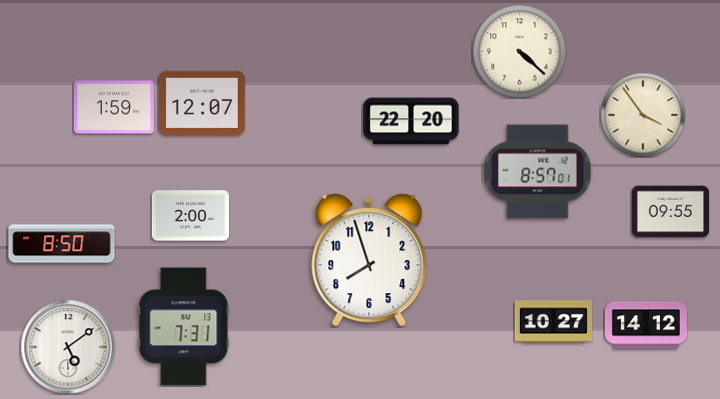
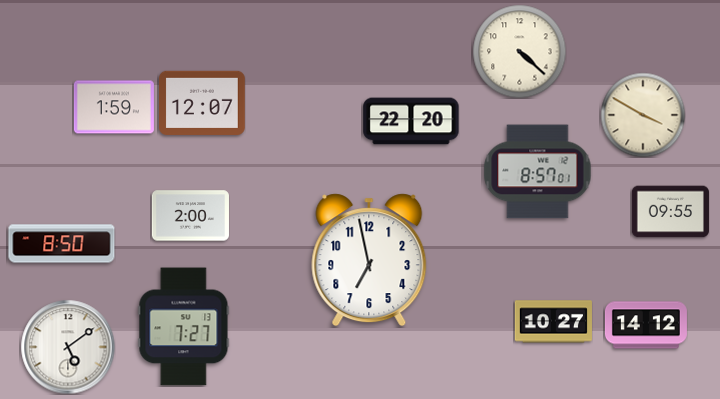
clock at (643, 115): 3:54 -> 3:50
clock at (369, 260): 7:57 -> 6:58
clock at (184, 327): 7:31 -> 7:27
